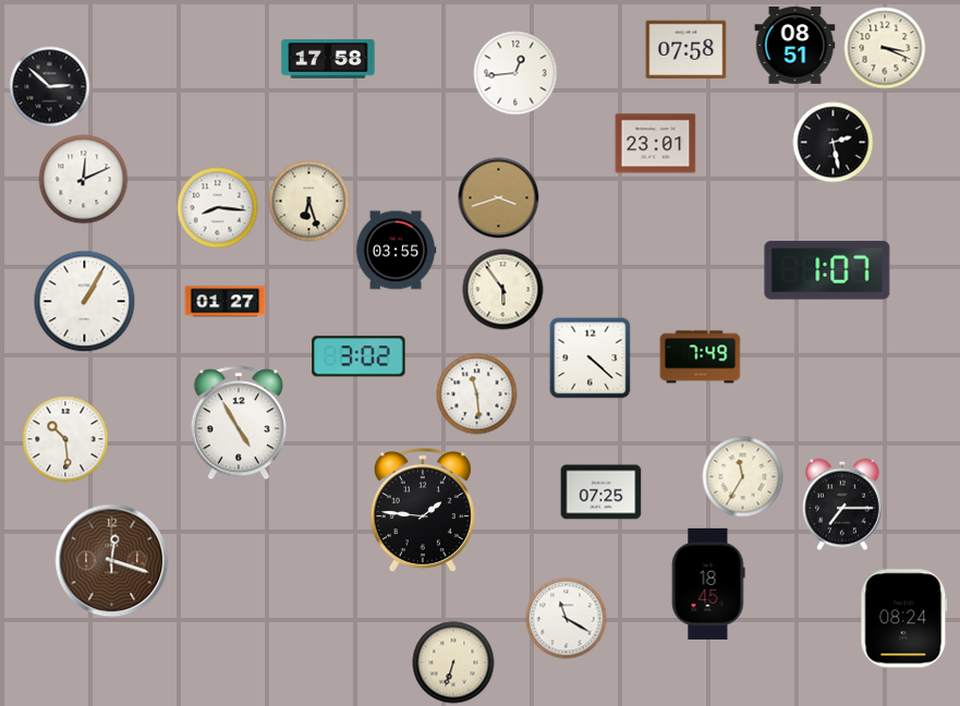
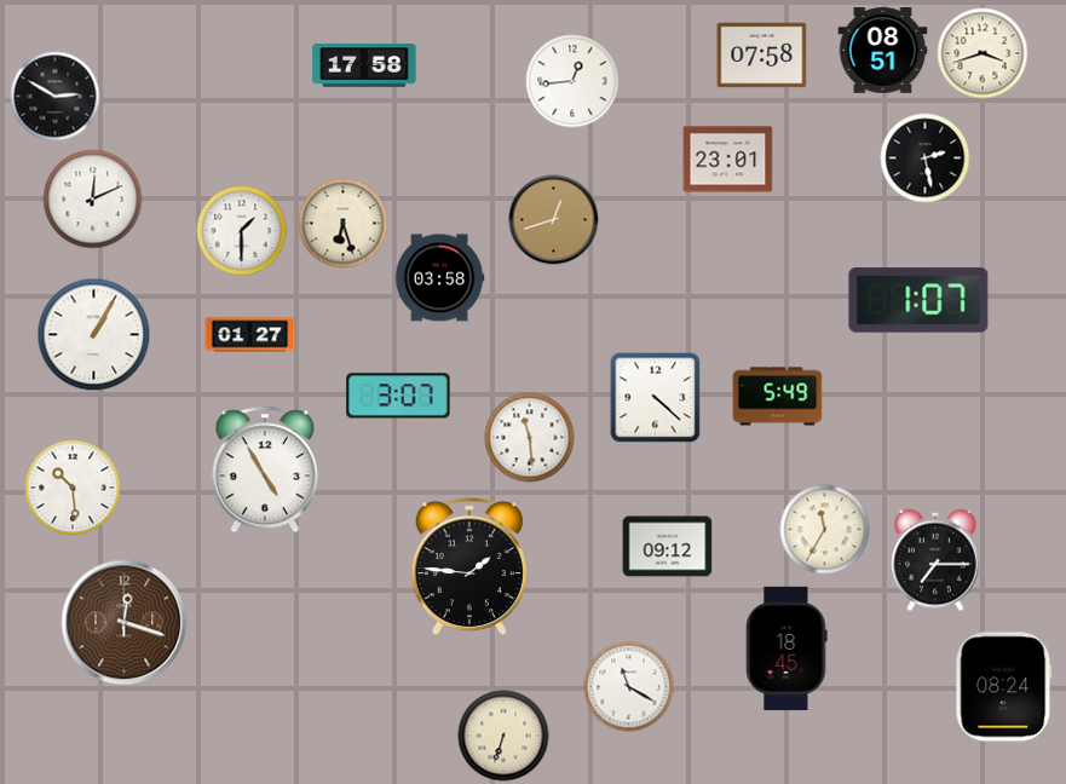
clock at (885, 48): 3:19 -> 3:42
clock at (50, 87): 2:52 -> 2:50
clock at (499, 198): 3:42 -> 12:42
clock at (218, 208): 8:16 -> 1:30
clock at (396, 251): 03:55 -> 03:58
clock at (503, 290): 5:54 -> none
clock at (359, 356): 3:02 -> 3:07
clock at (701, 357): 7:49 -> 5:49
clock at (601, 492): 07:25 -> 09:12
